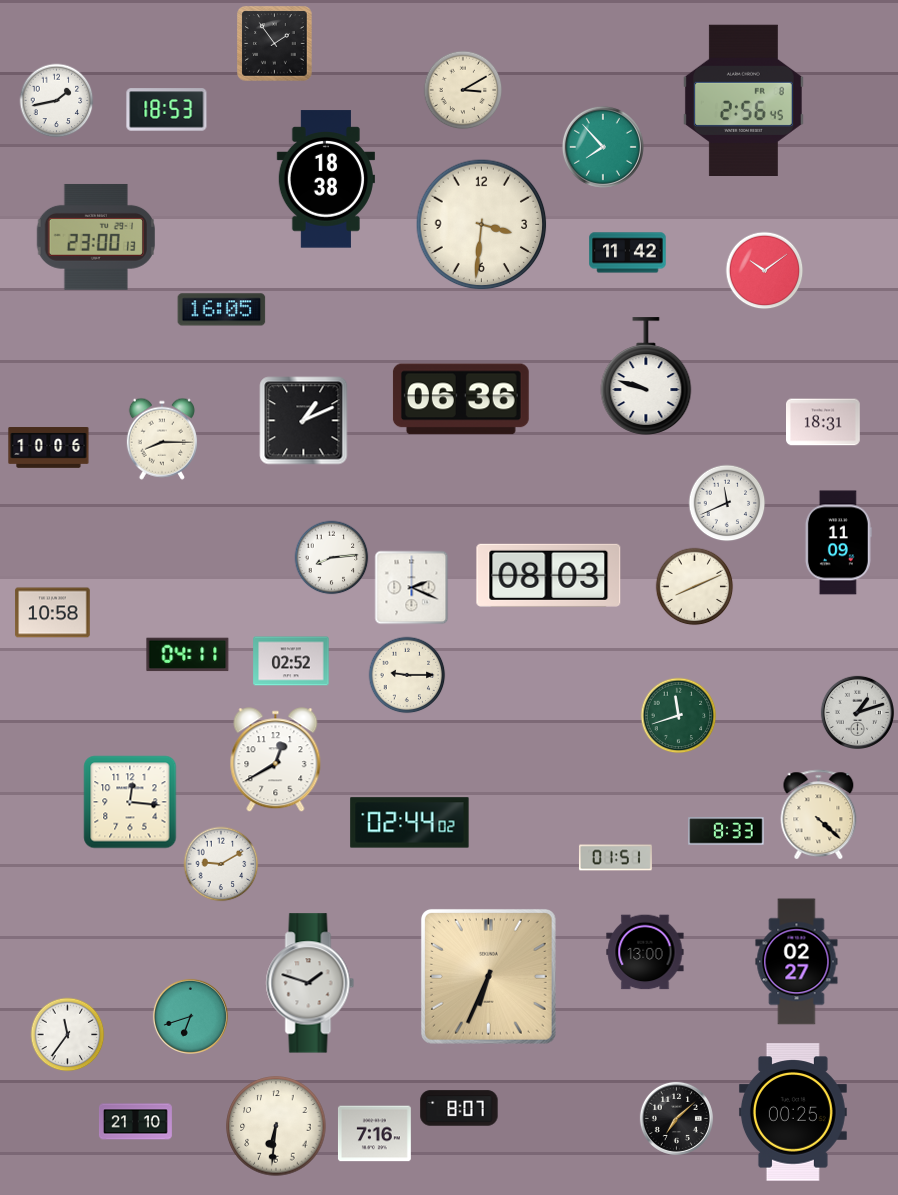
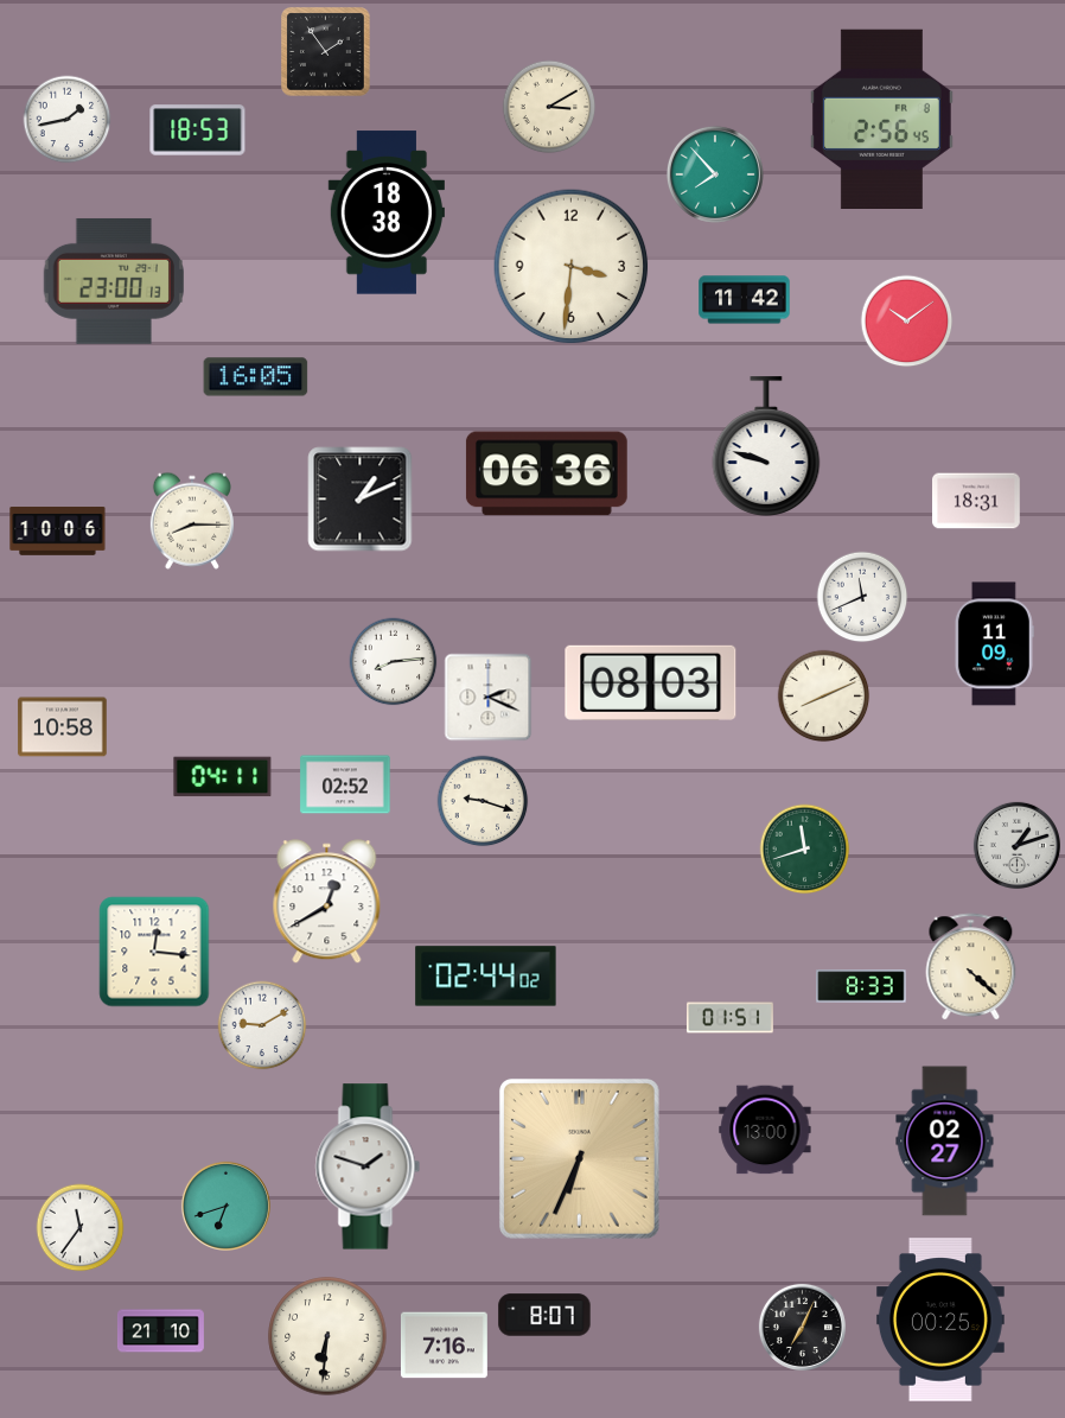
clock at (222, 310) position: (222, 310) -> (256, 377)
clock at (407, 675): 9:15 -> 9:18
clock at (676, 1118): 7:08 -> 7:04
